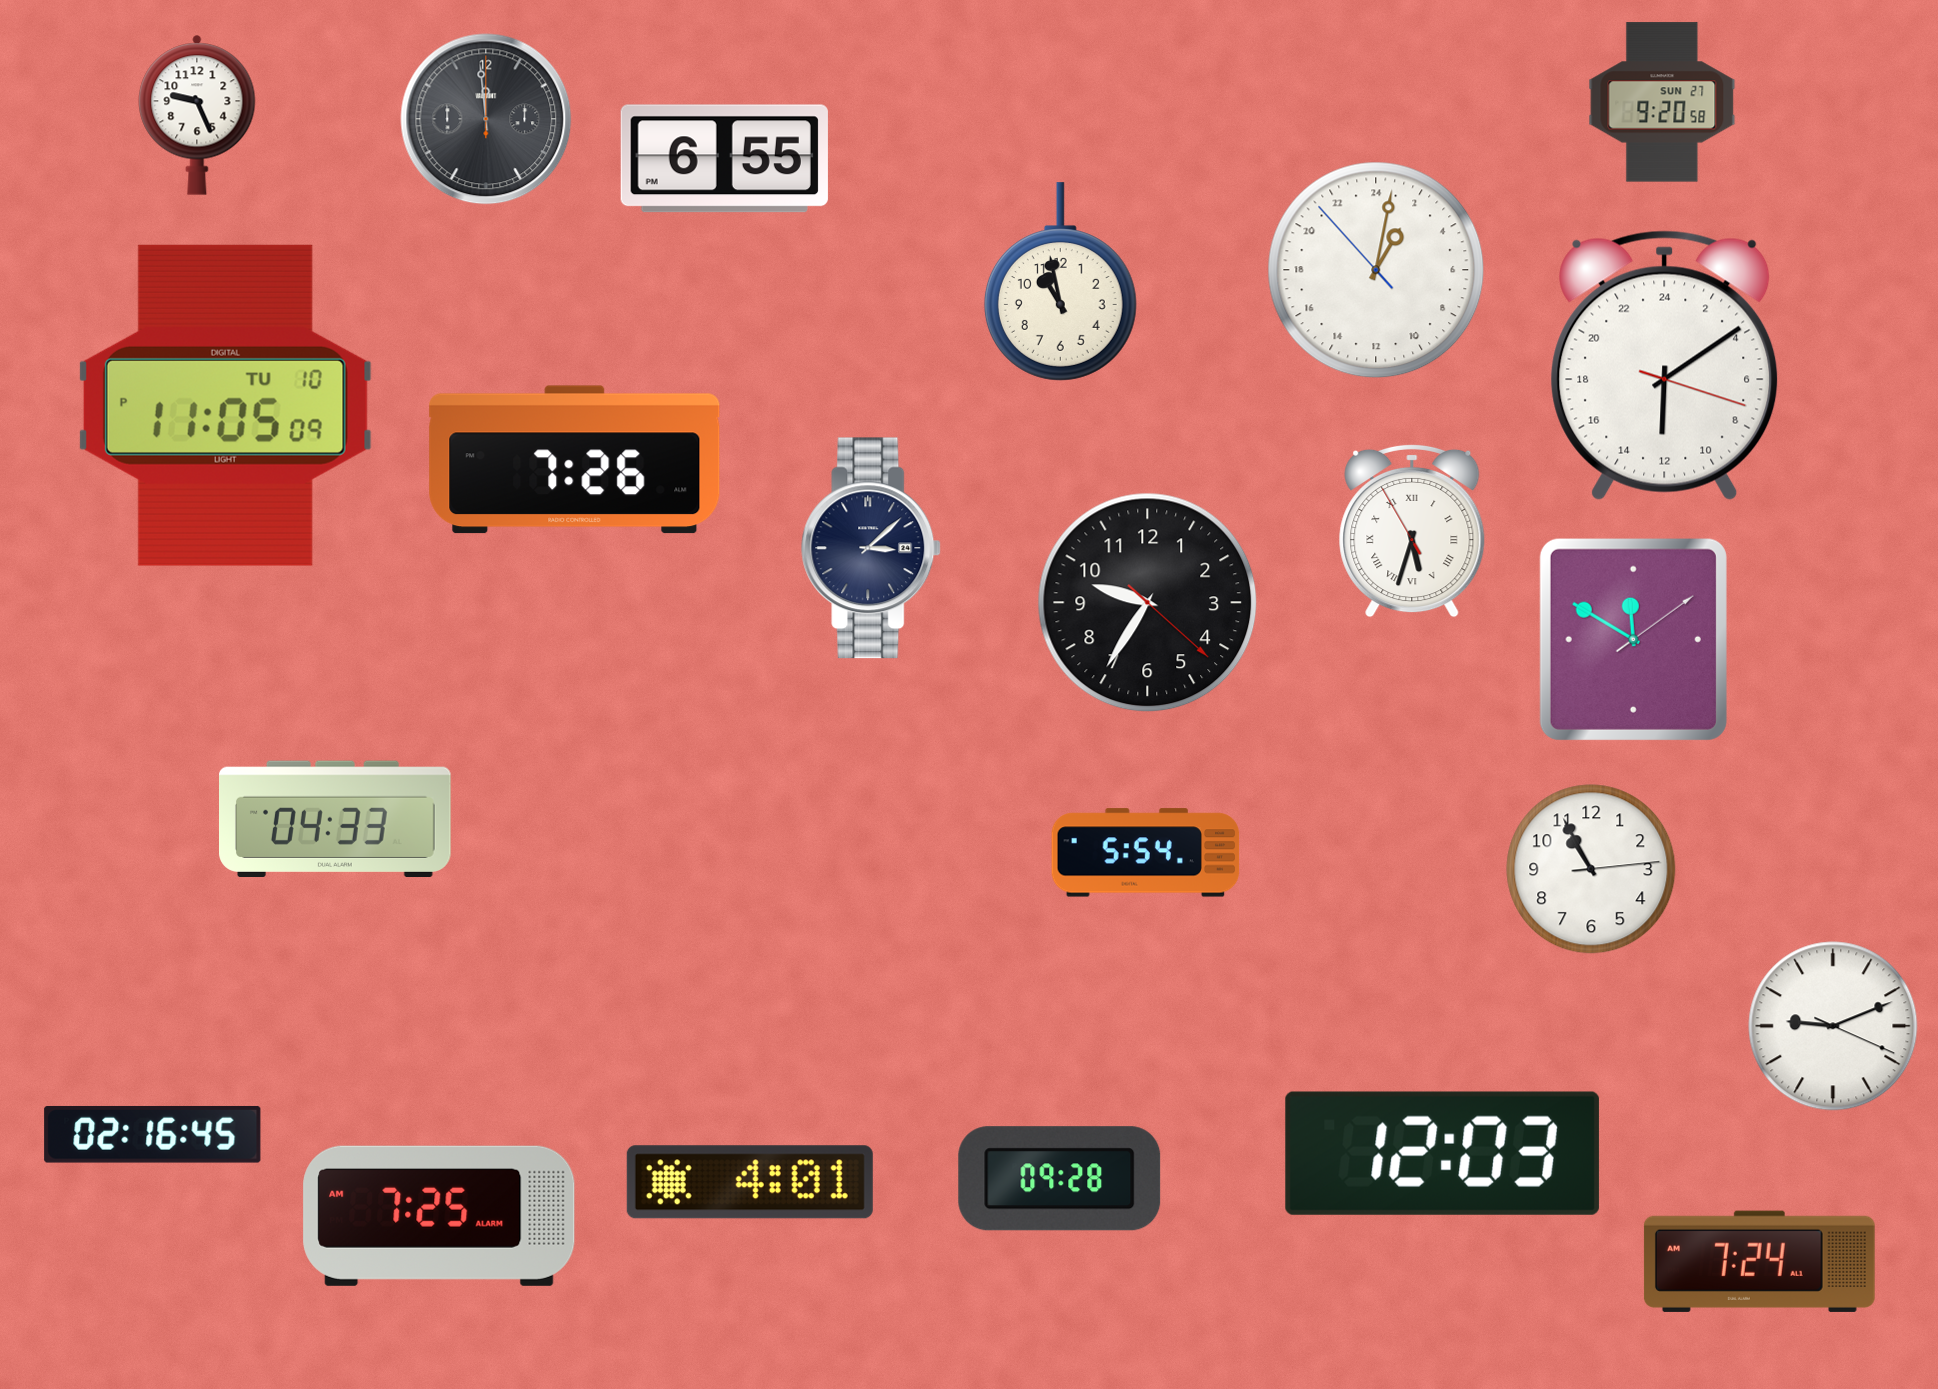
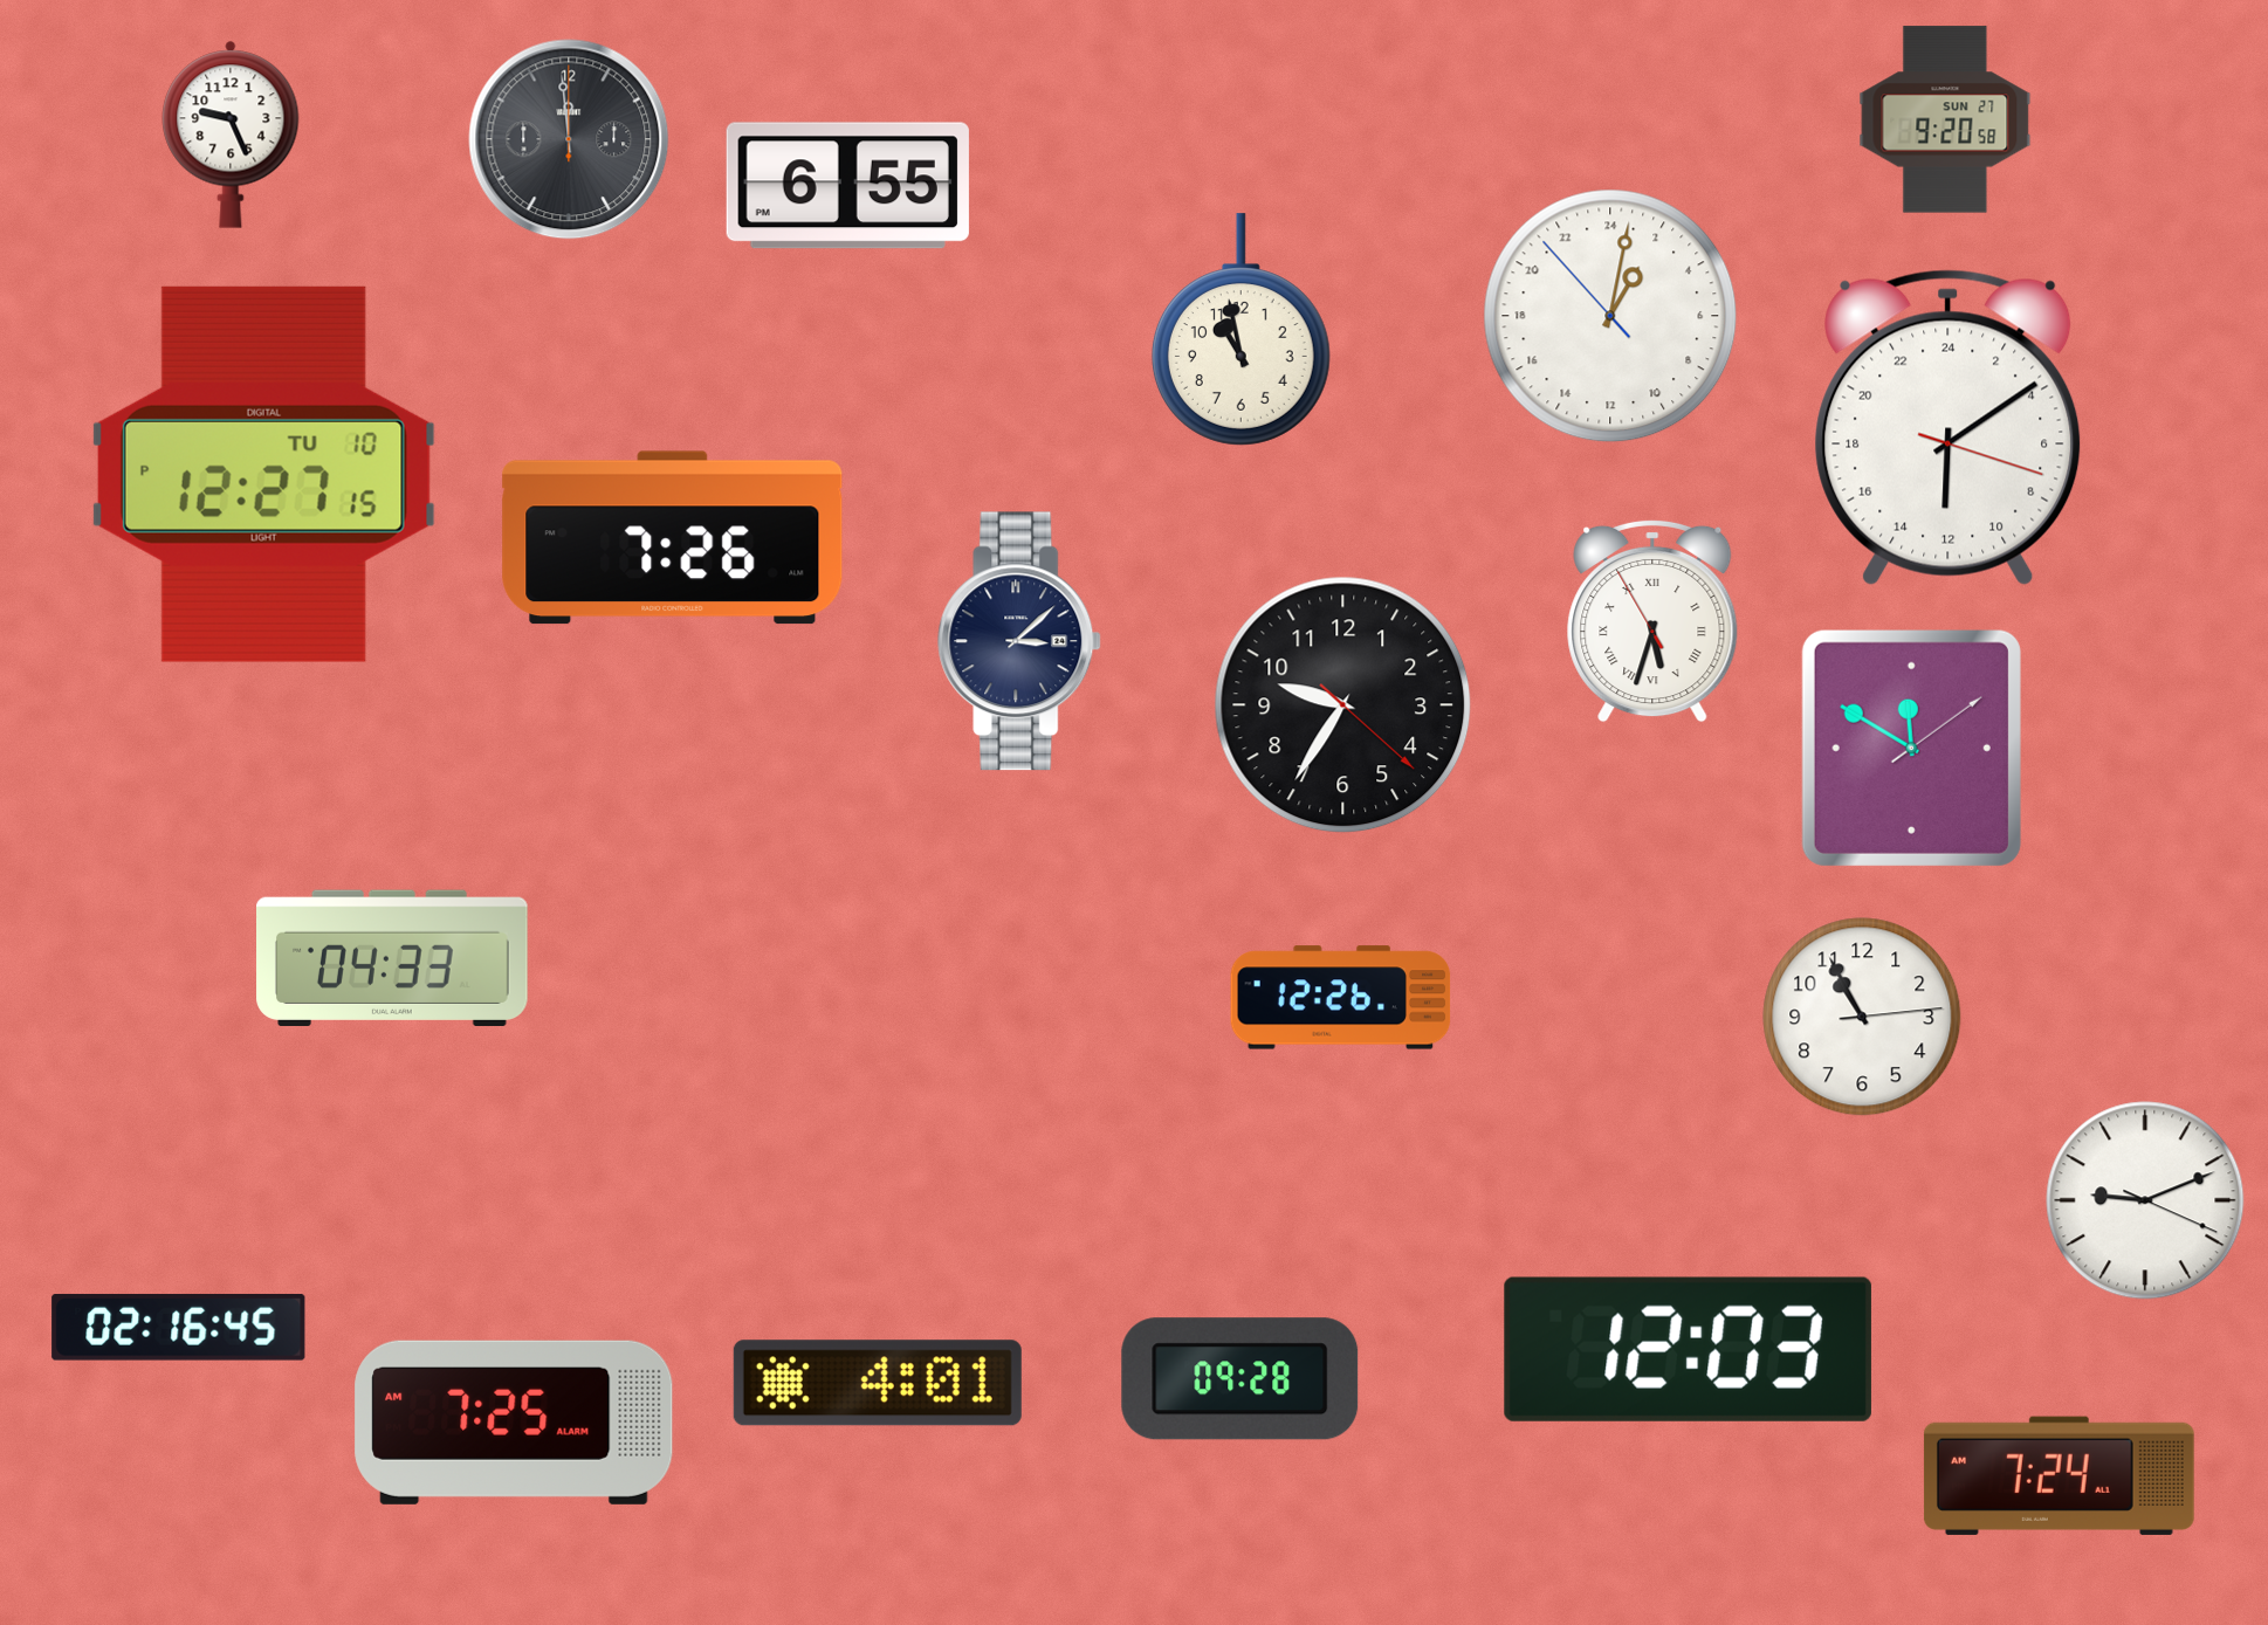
clock at (225, 405): 11:05 -> 12:27
clock at (1146, 853): 5:54 -> 12:26
